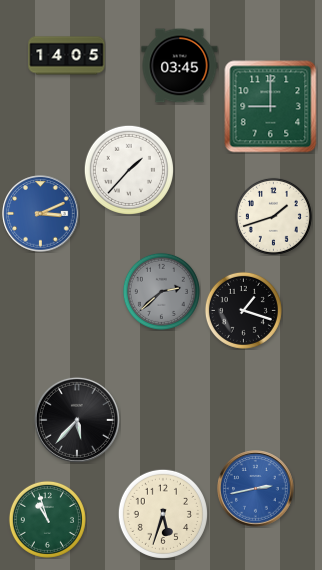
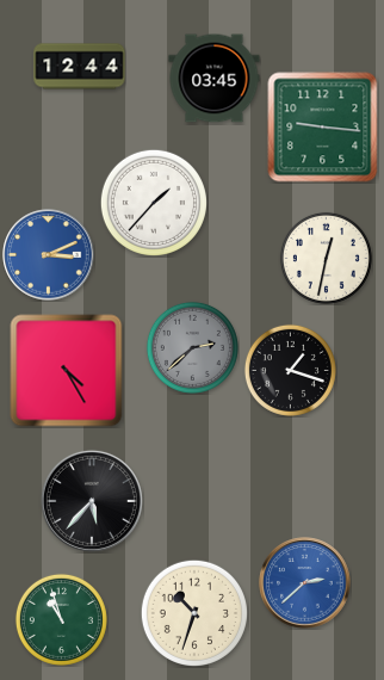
clock at (67, 56): 14:05 -> 12:44
clock at (271, 107): 9:00 -> 9:16
clock at (273, 216): 1:42 -> 12:32
clock at (67, 371): none -> 4:25
clock at (256, 489): 2:43 -> 2:38
clock at (162, 513): 5:33 -> 10:33
clock at (47, 519) position: (47, 519) -> (61, 619)
